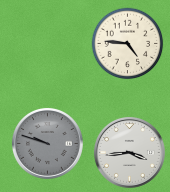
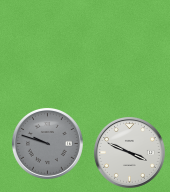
clock at (128, 44): 4:46 -> none
clock at (129, 152): 3:44 -> 3:49
